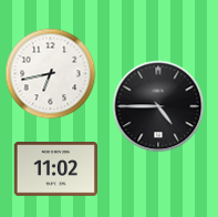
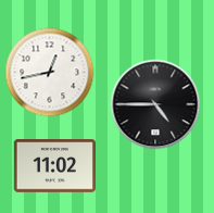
clock at (51, 74): 6:43 -> 12:43
